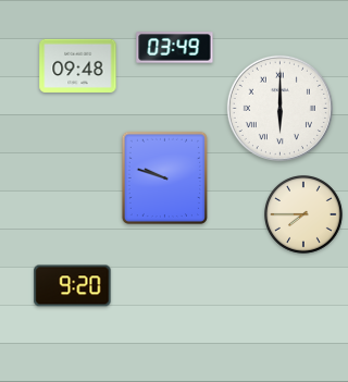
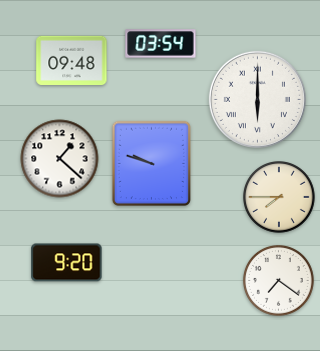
clock at (175, 48): 03:49 -> 03:54
clock at (60, 159): none -> 1:22
clock at (279, 281): none -> 7:21
